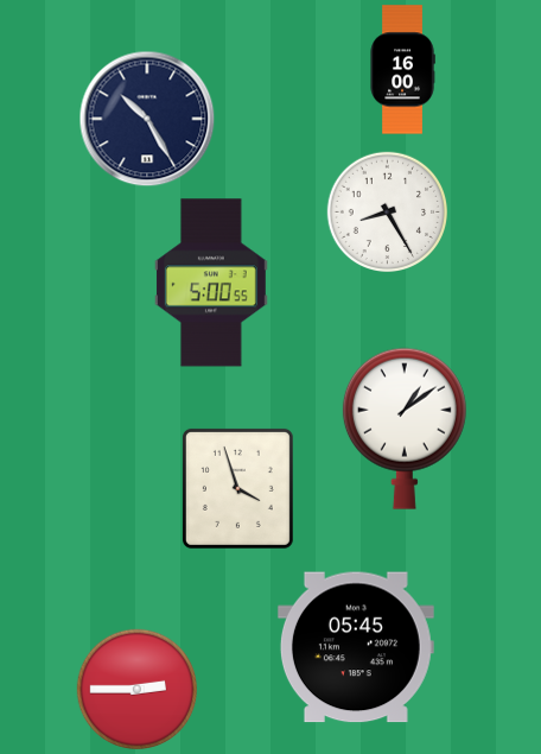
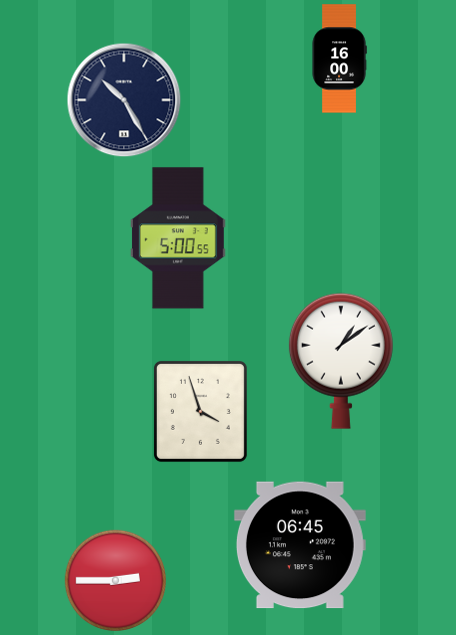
clock at (387, 211): 8:25 -> none
clock at (356, 647): 05:45 -> 06:45
